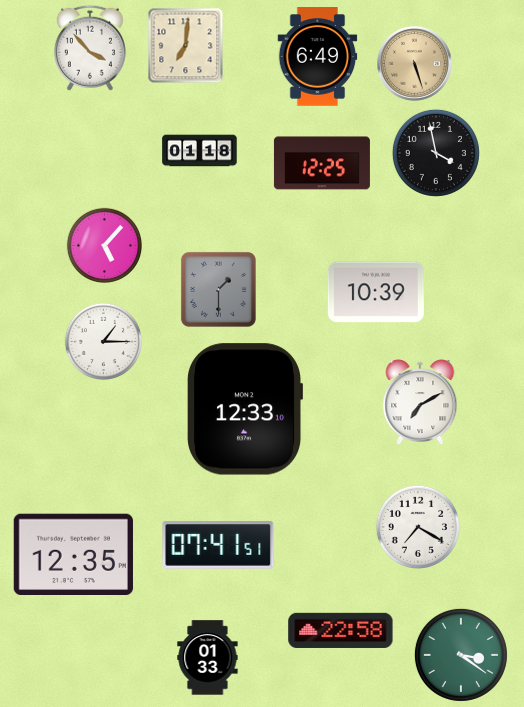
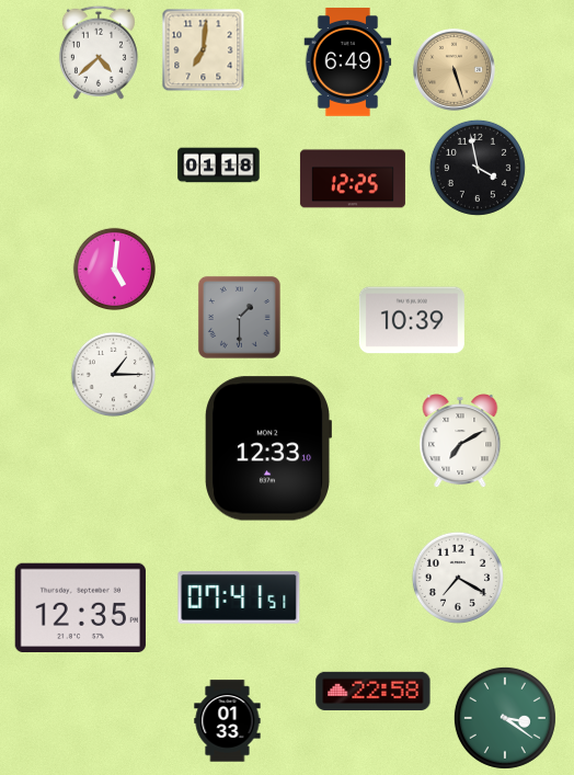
clock at (90, 48): 3:53 -> 4:38
clock at (104, 245): 5:07 -> 5:01
